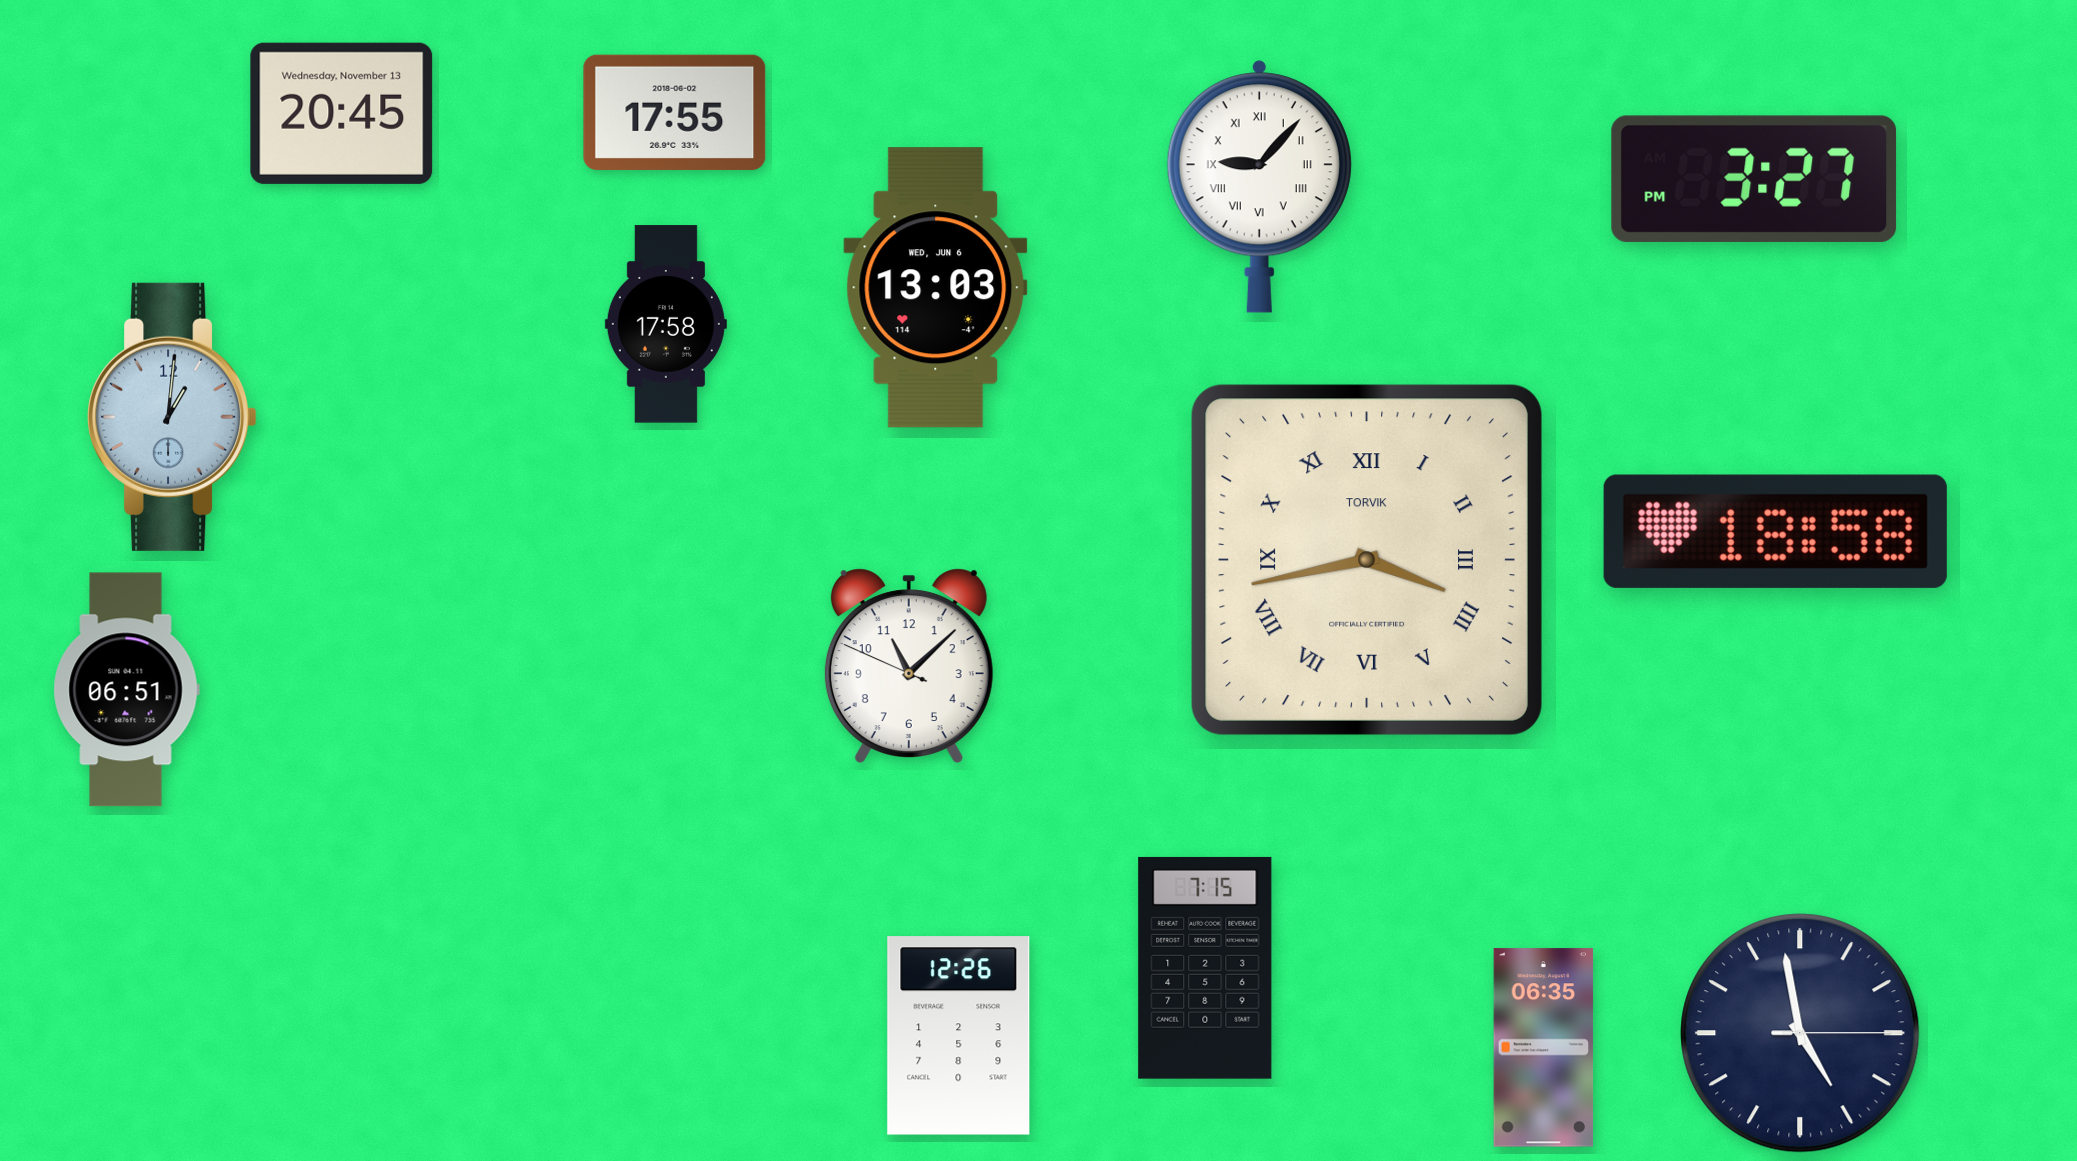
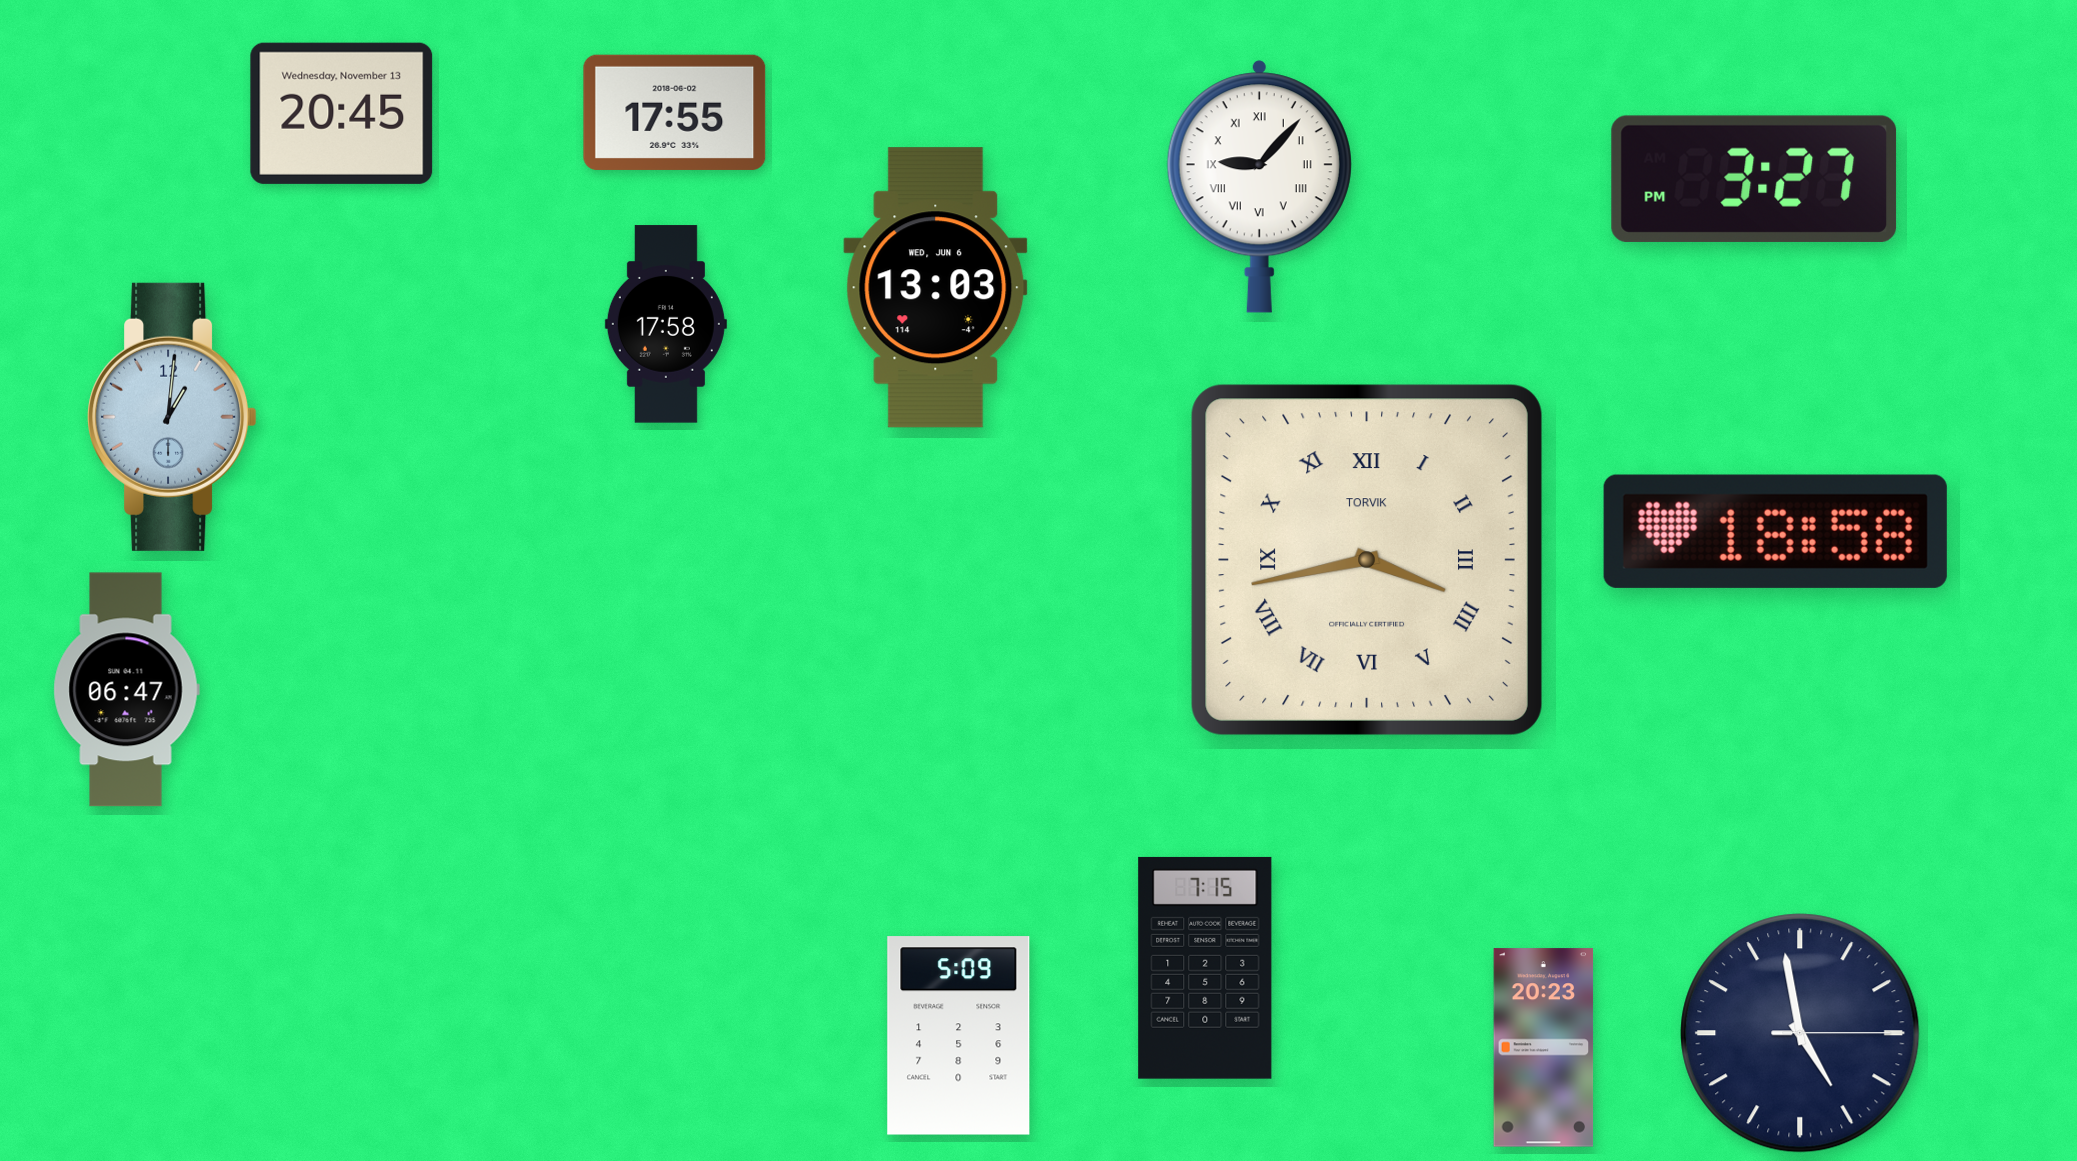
clock at (909, 665): 11:07 -> none
clock at (126, 690): 06:51 -> 06:47
clock at (959, 1036): 12:26 -> 5:09
clock at (1544, 1048): 06:35 -> 20:23
